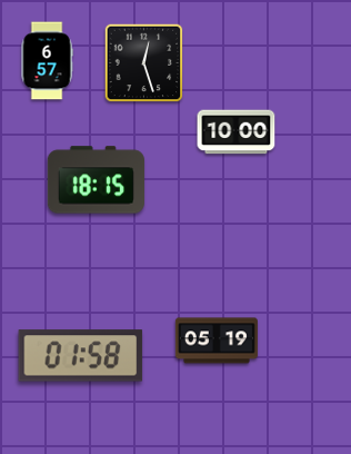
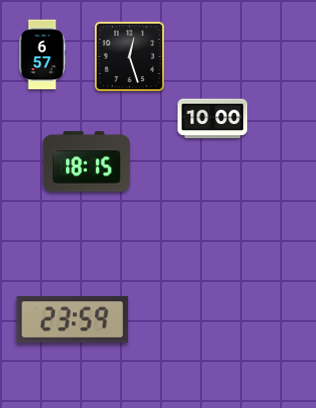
clock at (217, 340): 05:19 -> none
clock at (81, 356): 01:58 -> 23:59
